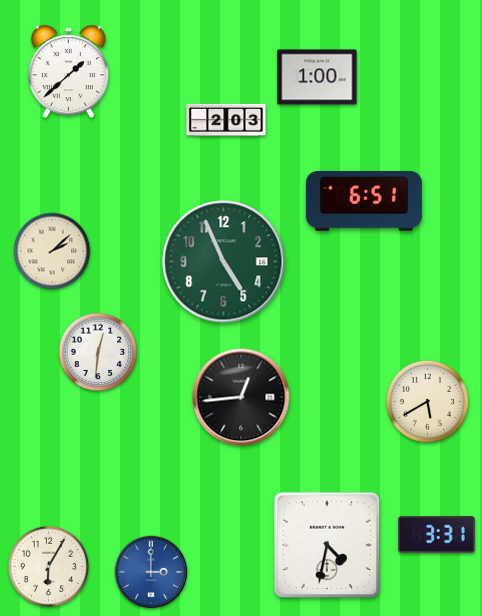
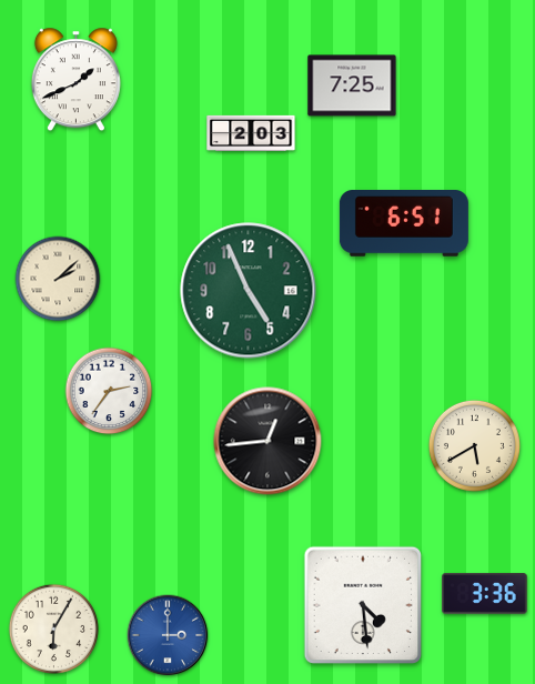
clock at (68, 72): 1:38 -> 1:41
clock at (317, 77): 1:00 -> 7:25
clock at (98, 352): 12:31 -> 2:36
clock at (437, 535): 3:31 -> 3:36
clock at (326, 544): 4:32 -> 4:29
